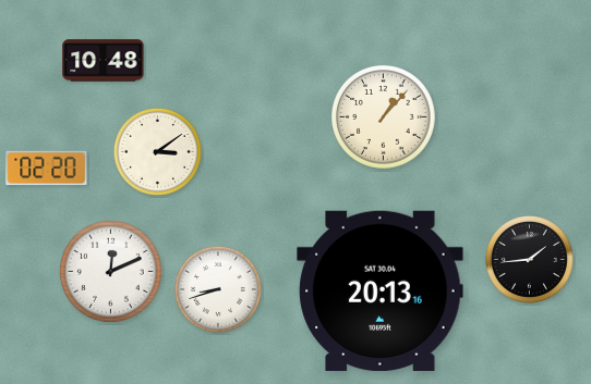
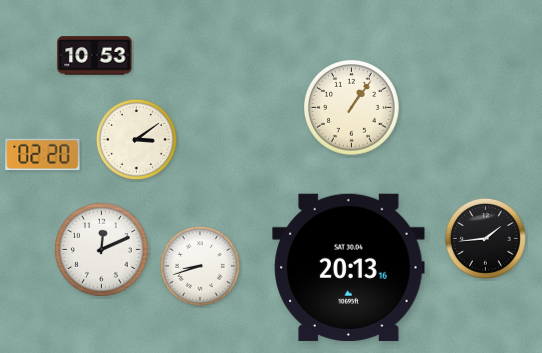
clock at (104, 61): 10:48 -> 10:53
clock at (384, 117): 1:07 -> 1:06
clock at (157, 151) position: (157, 151) -> (136, 139)
